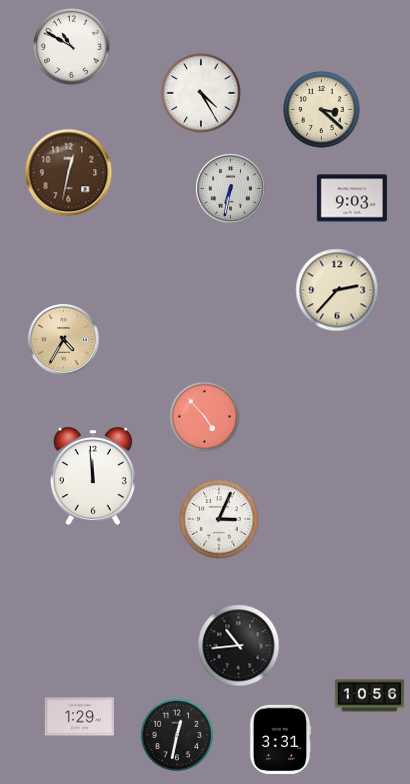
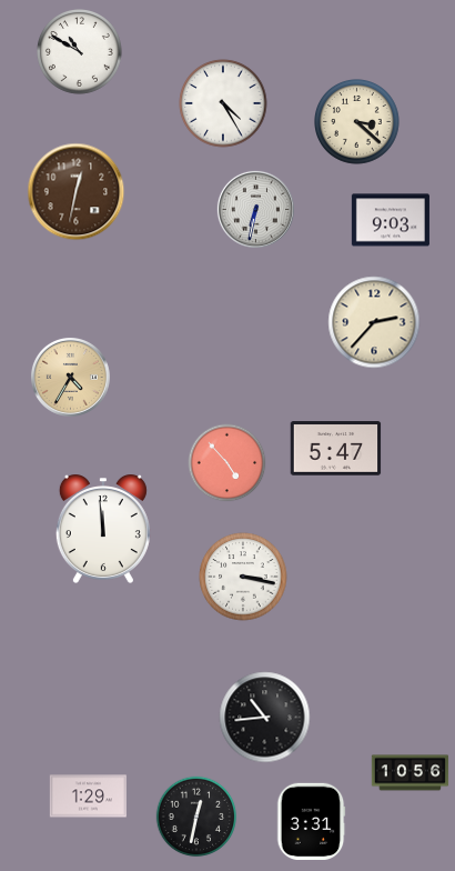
clock at (336, 449): none -> 5:47
clock at (219, 519): 3:04 -> 3:17
